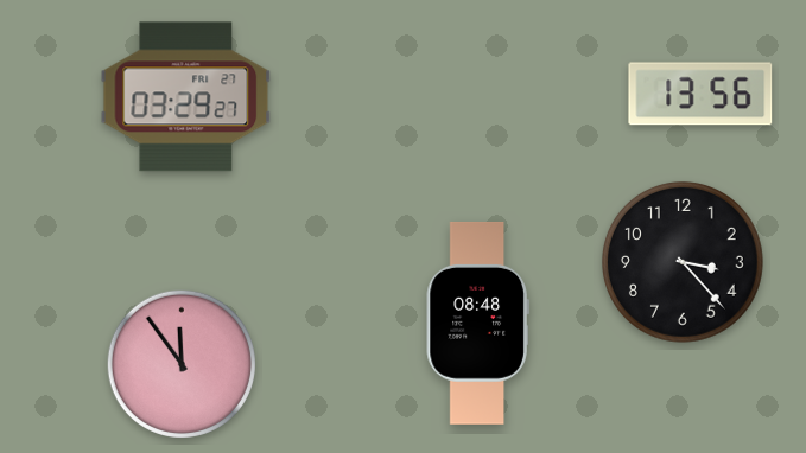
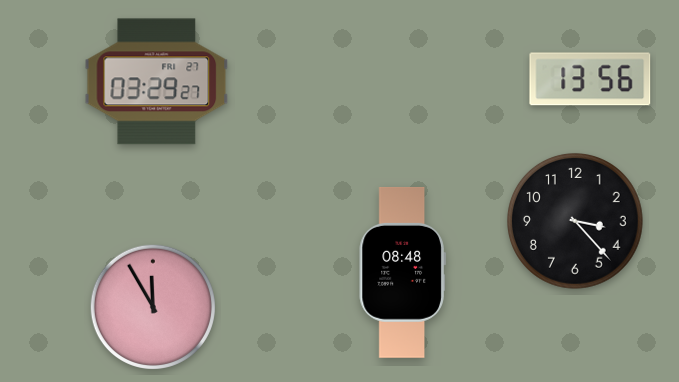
clock at (182, 364): 11:54 -> 11:55
